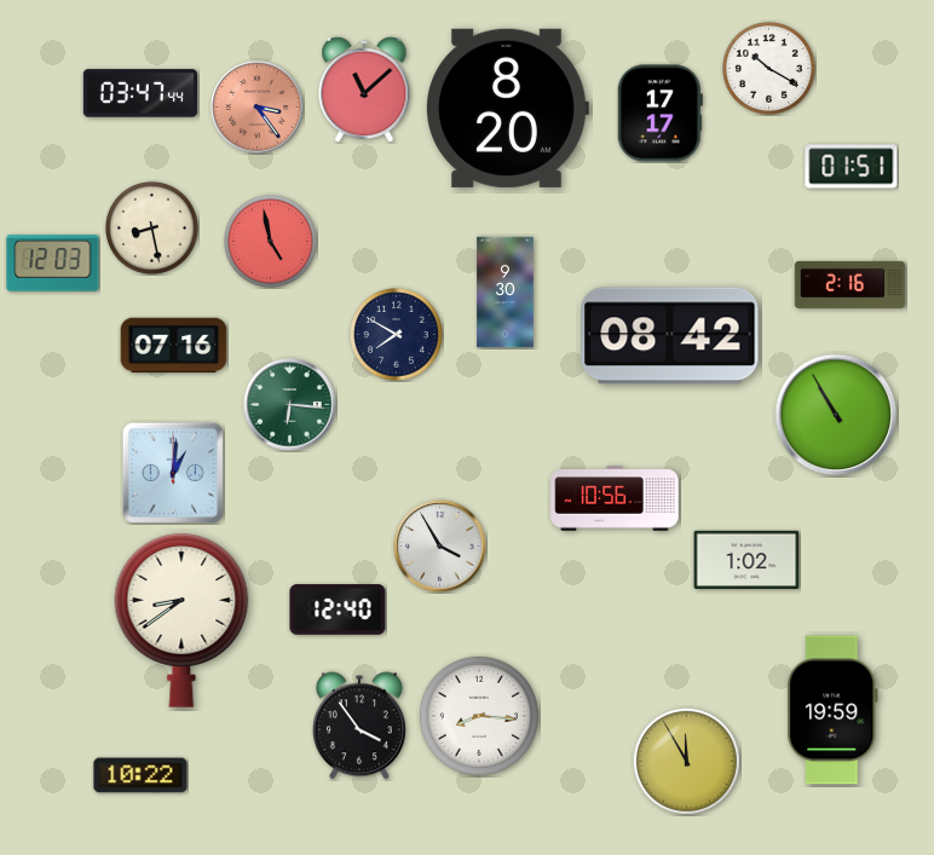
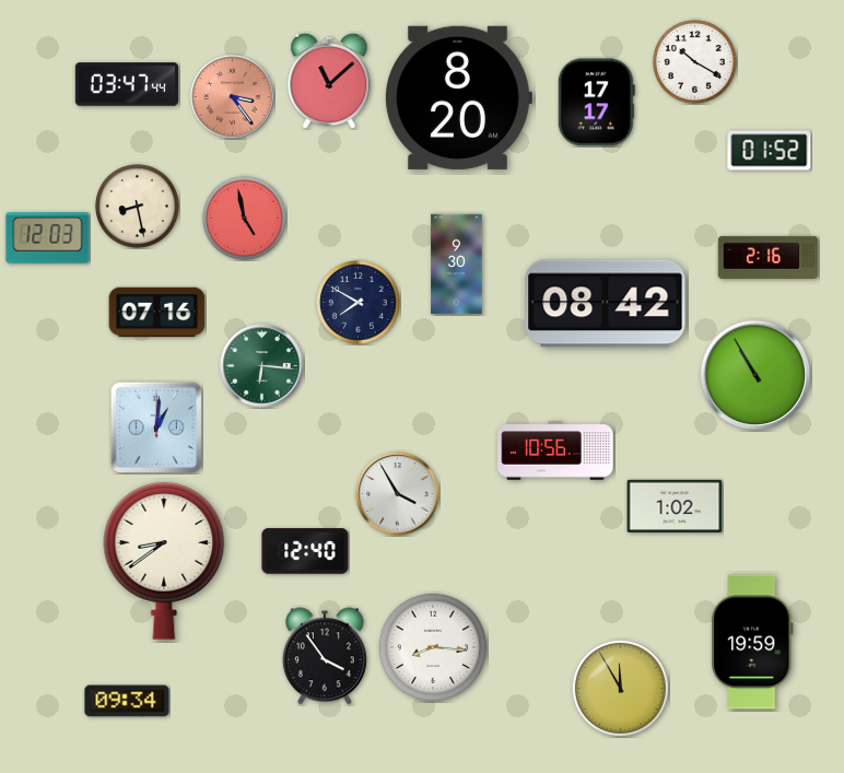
clock at (852, 167): 01:51 -> 01:52
clock at (140, 775): 10:22 -> 09:34
